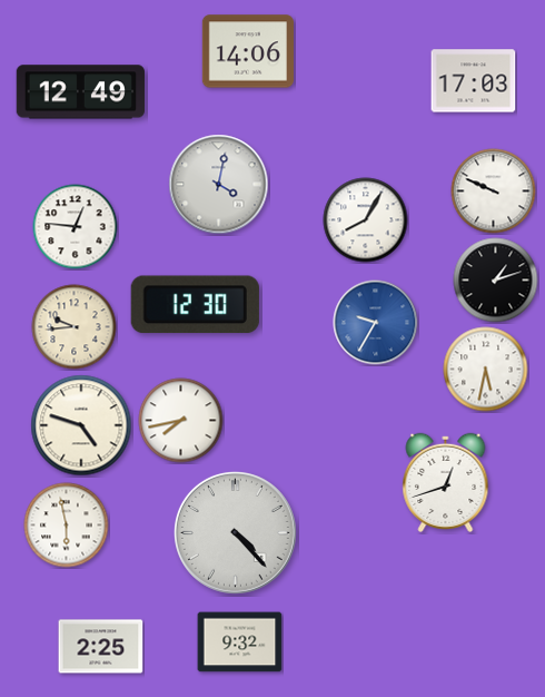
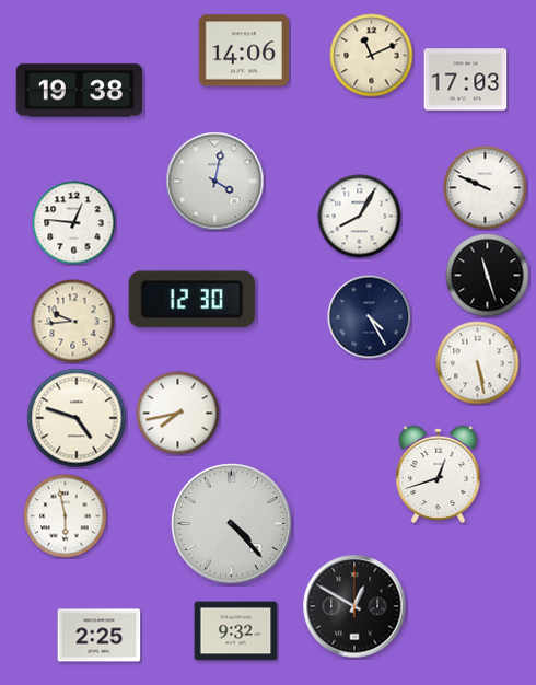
clock at (372, 56): none -> 11:11
clock at (80, 92): 12:49 -> 19:38
clock at (496, 281): 1:12 -> 11:27
clock at (376, 323): 9:35 -> 4:25
clock at (376, 323) dial: blue -> navy
clock at (486, 370): 5:32 -> 5:28
clock at (81, 425) position: (81, 425) -> (77, 418)
clock at (354, 606): none -> 12:50
